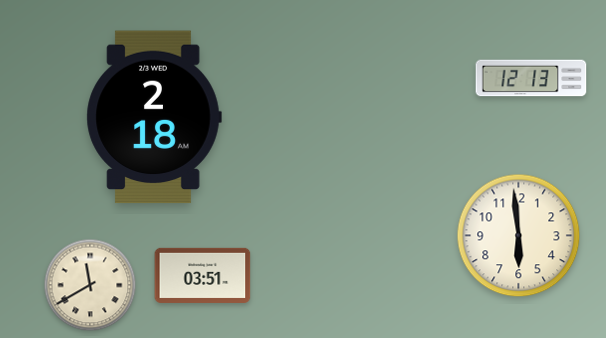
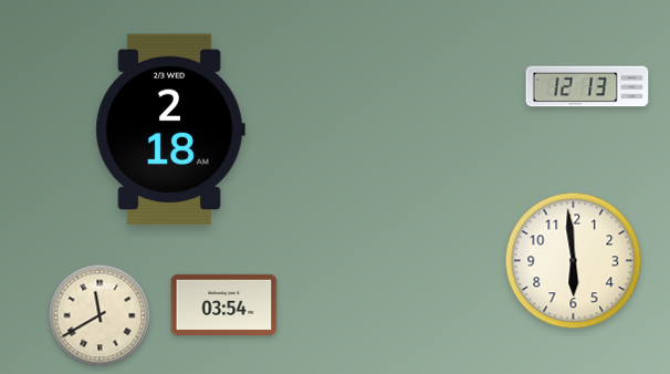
clock at (203, 275): 03:51 -> 03:54
